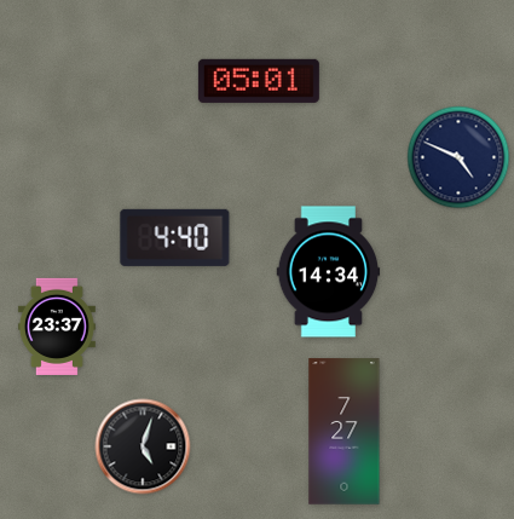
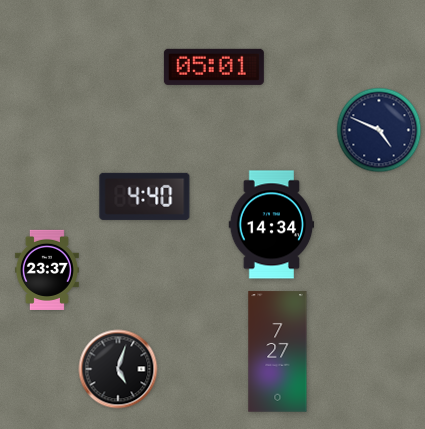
clock at (345, 432) position: (345, 432) -> (278, 352)
